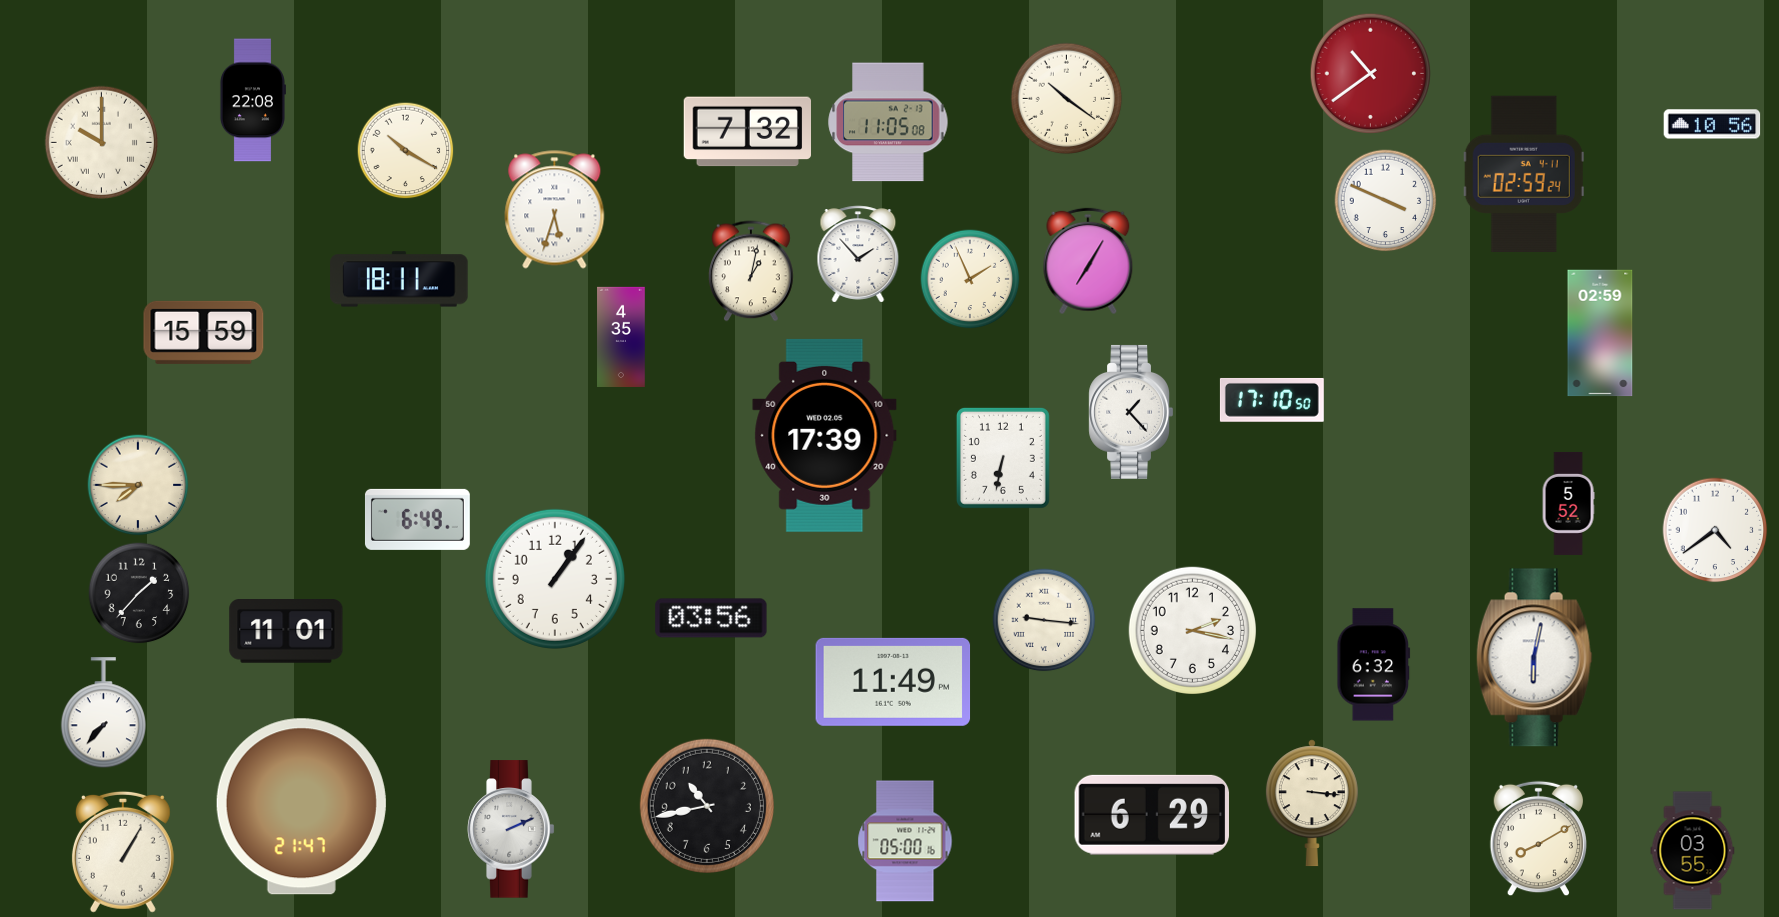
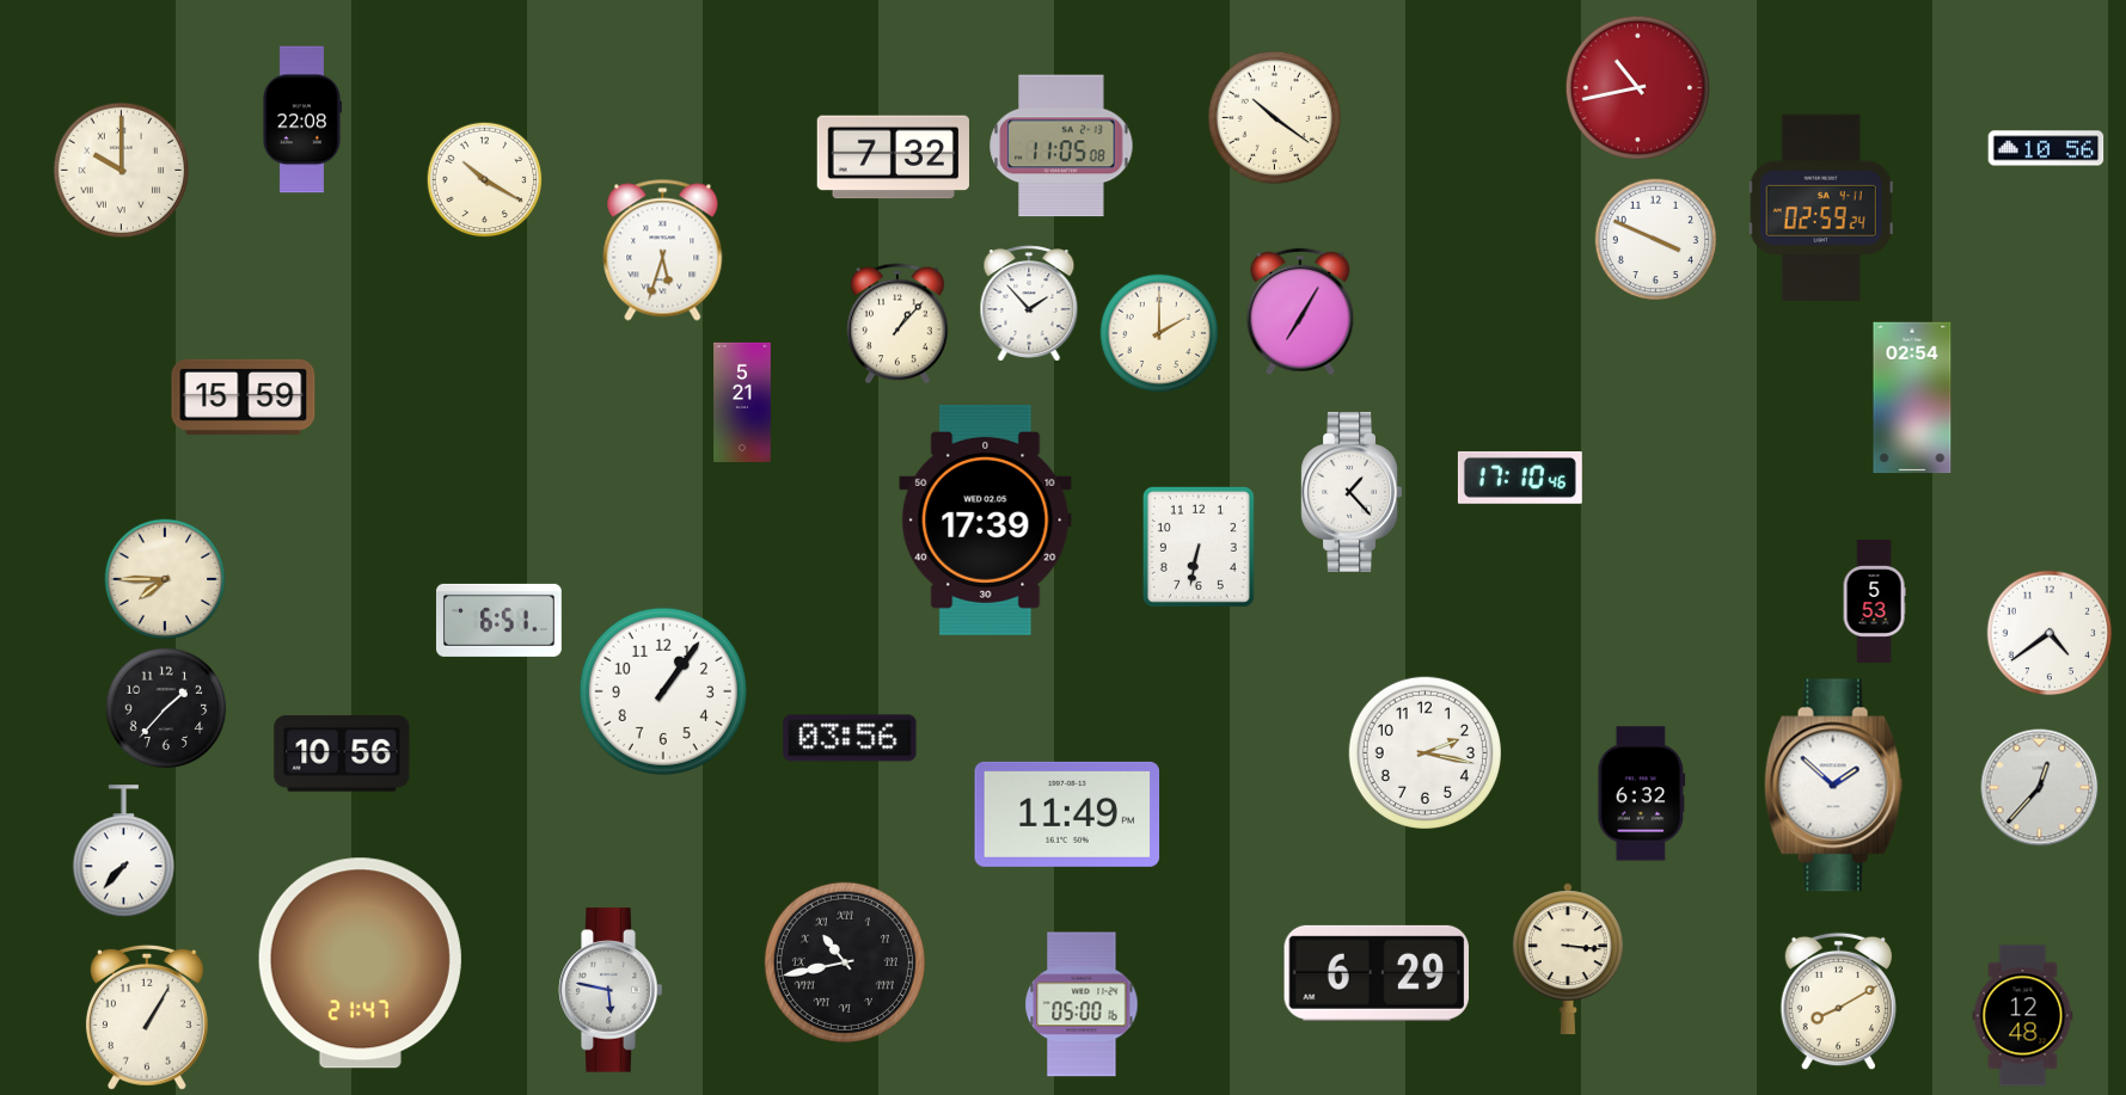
clock at (1370, 73): 10:39 -> 10:43
clock at (858, 254) position: (858, 254) -> (1029, 303)
clock at (751, 271): 1:02 -> 1:07
clock at (399, 279): 18:11 -> none
clock at (970, 279): 1:56 -> 2:00
clock at (1600, 333): 02:59 -> 02:54
clock at (621, 336): 4:35 -> 5:21
clock at (1272, 400): 17:10:50 -> 17:10:46
clock at (1568, 503): 5:52 -> 5:53
clock at (417, 519): 6:49 -> 6:51
clock at (1044, 620): 9:16 -> none
clock at (286, 632): 11:01 -> 10:56
clock at (1534, 658): 6:02 -> 1:52
clock at (2040, 788): none -> 12:37
clock at (707, 806) numerals: Arabic -> Roman
clock at (511, 829): 2:11 -> 5:47
clock at (1693, 851): 03:55 -> 12:48
